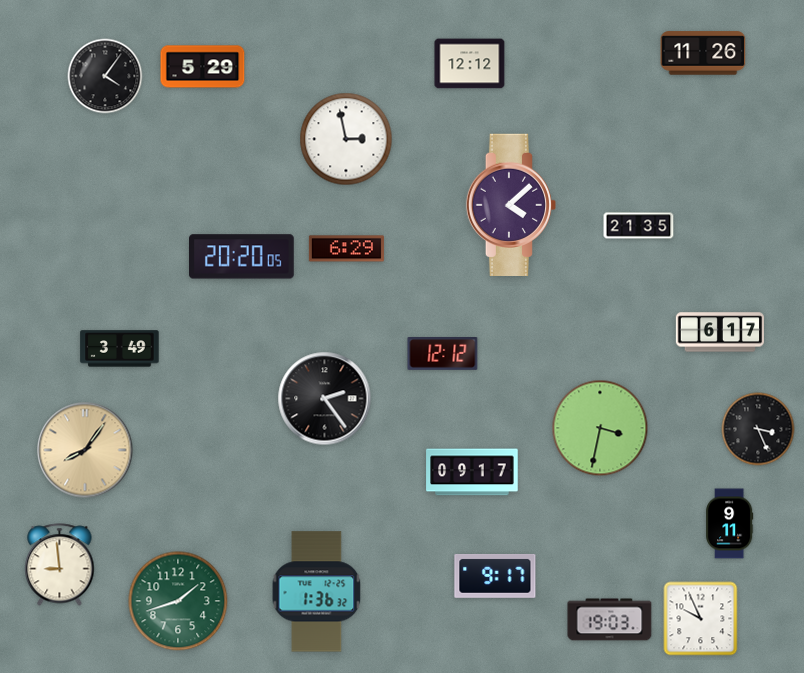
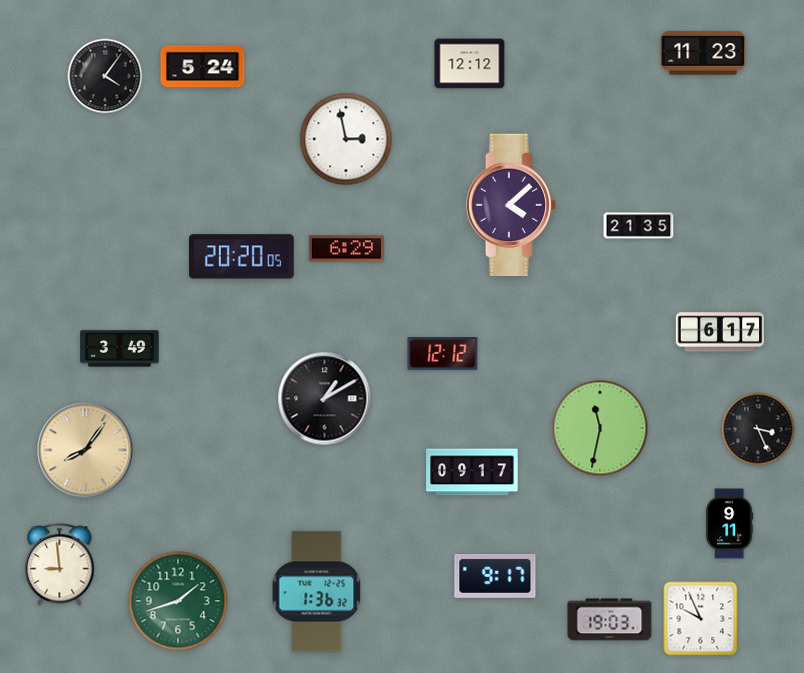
clock at (703, 53): 11:26 -> 11:23
clock at (203, 67): 5:29 -> 5:24
clock at (325, 399): 2:24 -> 1:10
clock at (600, 428): 3:32 -> 11:32
